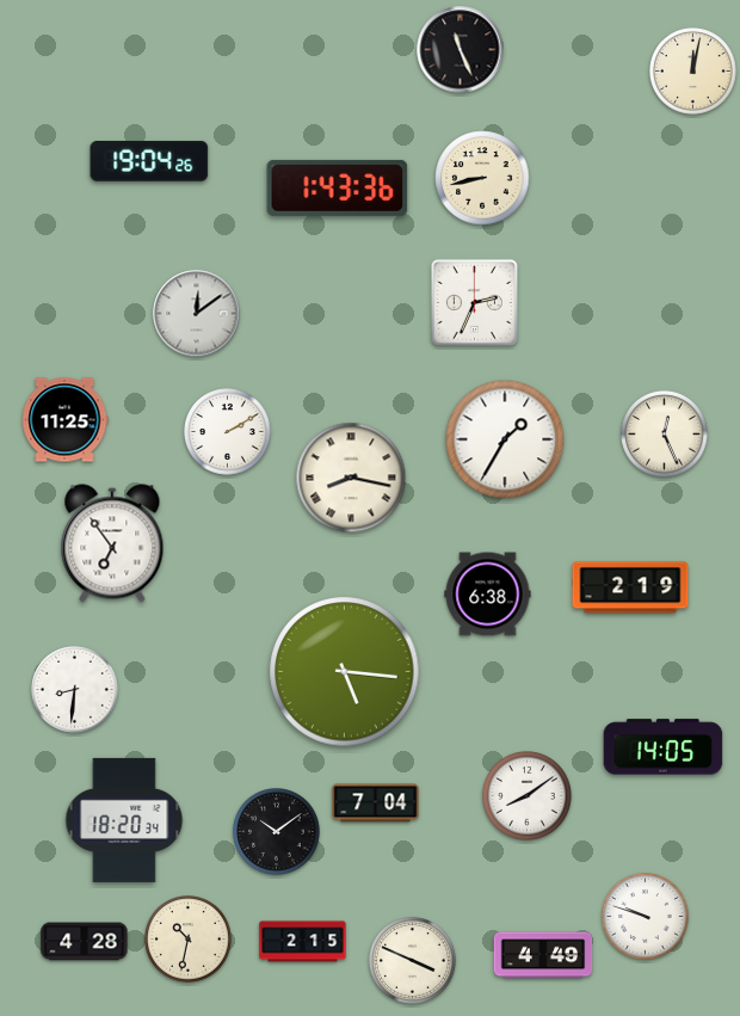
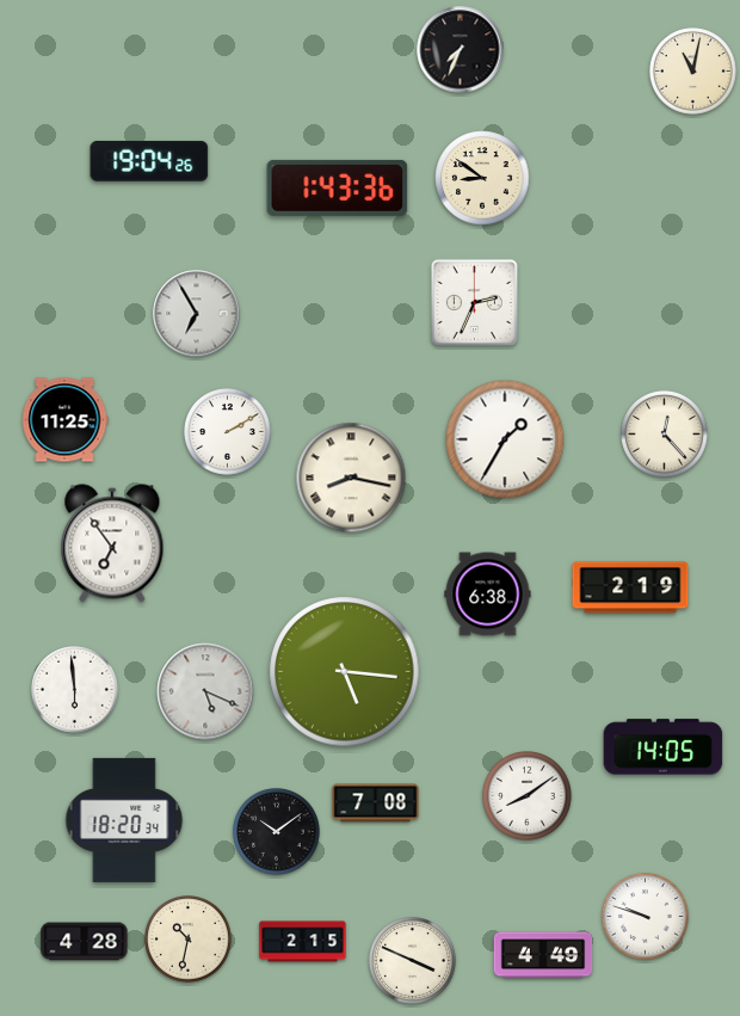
clock at (461, 50): 11:26 -> 7:34
clock at (693, 72): 12:02 -> 11:02
clock at (482, 178): 8:43 -> 8:51
clock at (197, 314): 12:09 -> 6:55
clock at (665, 435): 12:26 -> 12:23
clock at (75, 690): 8:31 -> 5:59
clock at (205, 691): none -> 5:19
clock at (376, 803): 7:04 -> 7:08
